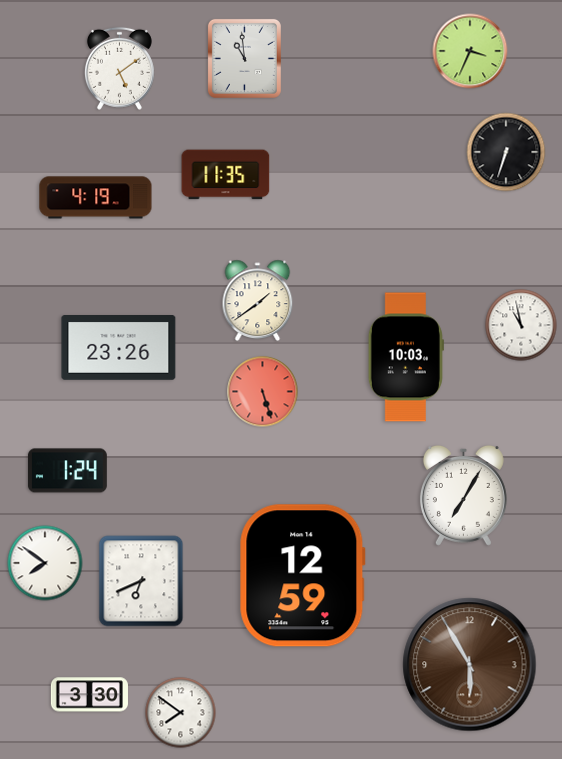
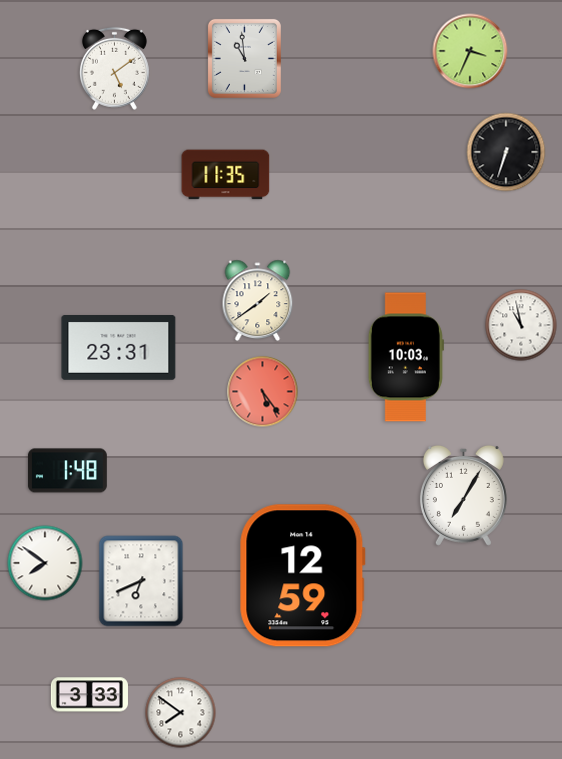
clock at (119, 68) position: (119, 68) -> (114, 68)
clock at (96, 198): 4:19 -> none
clock at (119, 348): 23:26 -> 23:31
clock at (263, 392): 5:27 -> 5:24
clock at (67, 471): 1:24 -> 1:48
clock at (470, 665): 5:55 -> none
clock at (89, 695): 3:30 -> 3:33
